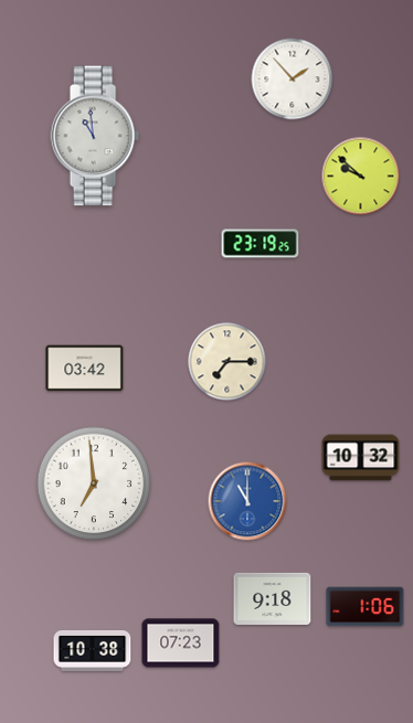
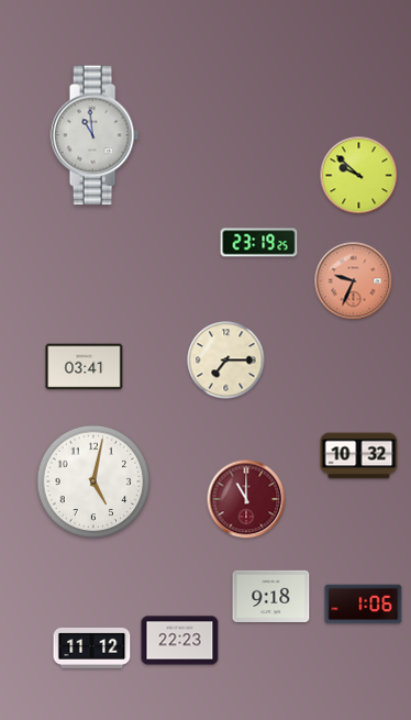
clock at (293, 79): 1:53 -> none
clock at (354, 281): none -> 9:34
clock at (85, 369): 03:42 -> 03:41
clock at (94, 483): 6:59 -> 5:02
clock at (247, 501) dial: blue -> burgundy
clock at (181, 644): 07:23 -> 22:23
clock at (93, 650): 10:38 -> 11:12
